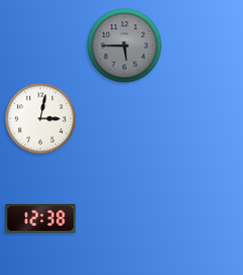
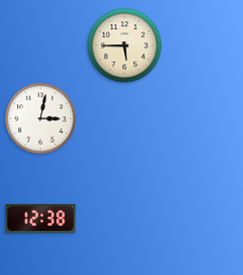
clock at (125, 46) dial: grey -> cream
